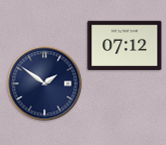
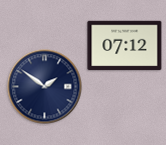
clock at (45, 84) position: (45, 84) -> (45, 87)
